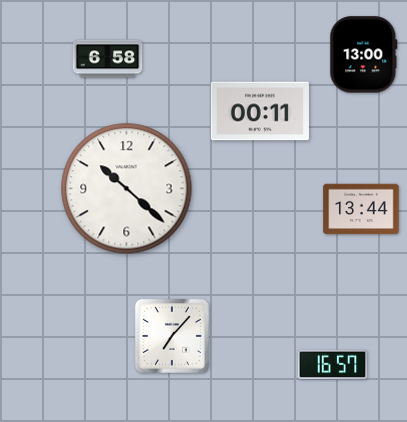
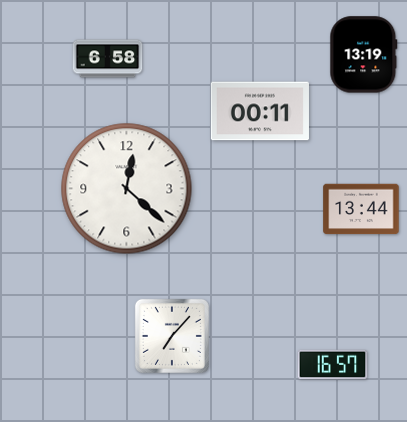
clock at (364, 55): 13:00 -> 13:19
clock at (127, 189): 10:22 -> 12:22
